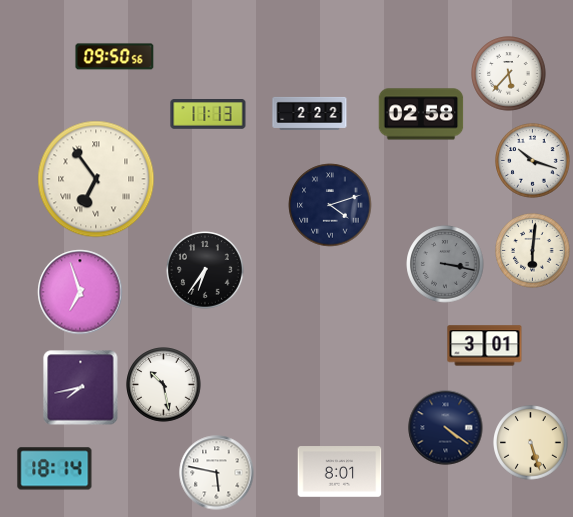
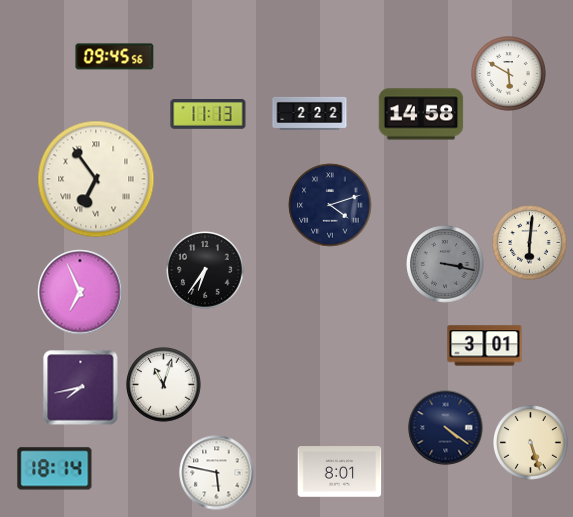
clock at (115, 57): 09:50 -> 09:45
clock at (509, 74): 5:37 -> 5:50
clock at (421, 114): 02:58 -> 14:58
clock at (533, 161): 10:18 -> none
clock at (533, 251) position: (533, 251) -> (530, 243)
clock at (80, 292): 6:57 -> 6:56
clock at (164, 385): 10:28 -> 11:03
